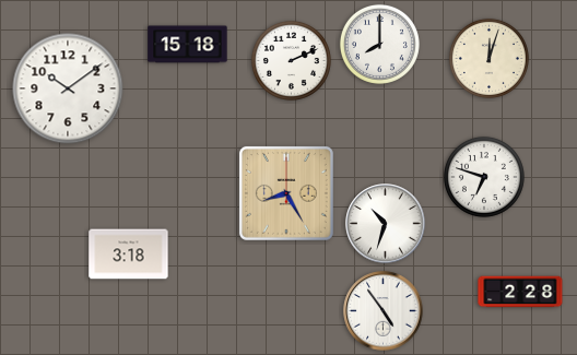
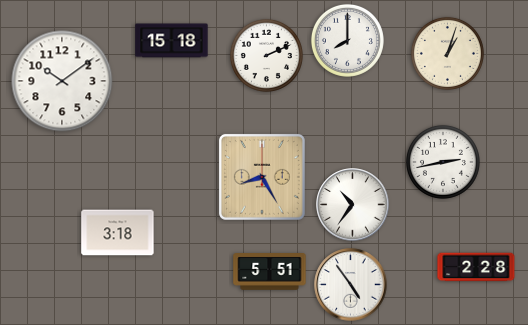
clock at (488, 58): 12:03 -> 1:03
clock at (484, 177): 6:48 -> 2:43
clock at (386, 224): 10:33 -> 10:36
clock at (270, 272): none -> 5:51
